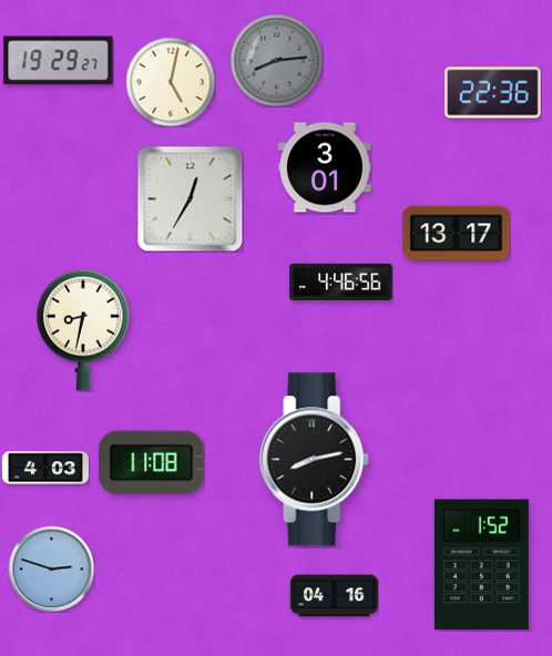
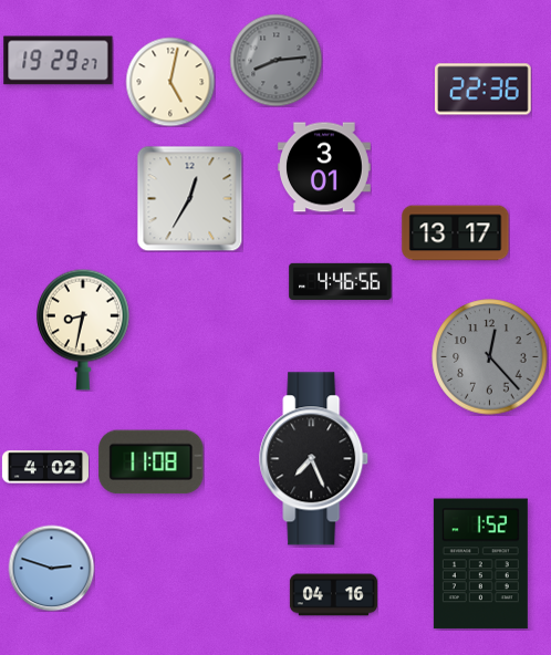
clock at (493, 93) position: (493, 93) -> (484, 90)
clock at (490, 357): none -> 12:23
clock at (315, 460): 8:13 -> 7:26
clock at (45, 468): 4:03 -> 4:02
